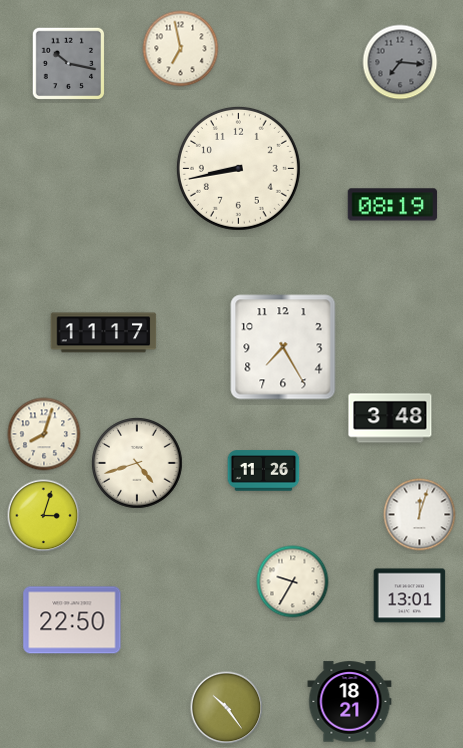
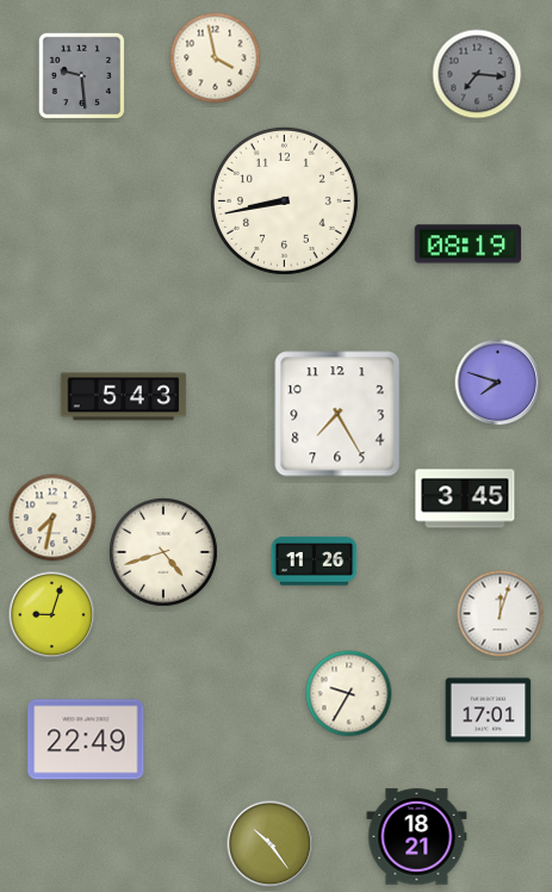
clock at (181, 49): 6:58 -> 3:58
clock at (68, 63): 10:17 -> 9:29
clock at (498, 383): none -> 7:48
clock at (104, 333): 11:17 -> 5:43
clock at (390, 418): 3:48 -> 3:45
clock at (44, 434): 8:03 -> 7:32
clock at (44, 516): 3:03 -> 9:03
clock at (410, 596): 13:01 -> 17:01
clock at (72, 620): 22:50 -> 22:49
